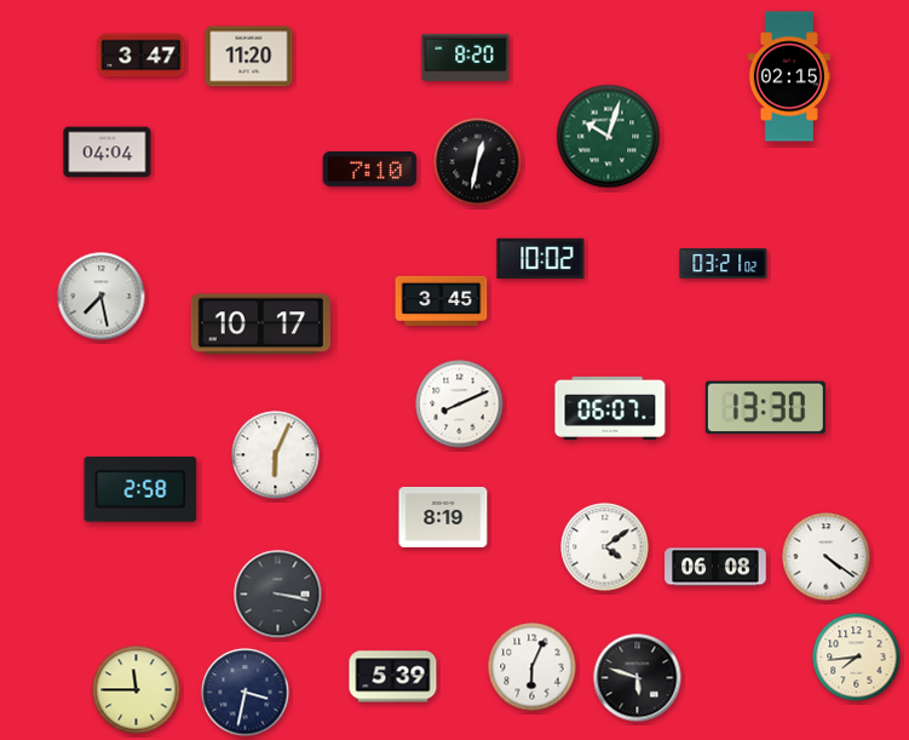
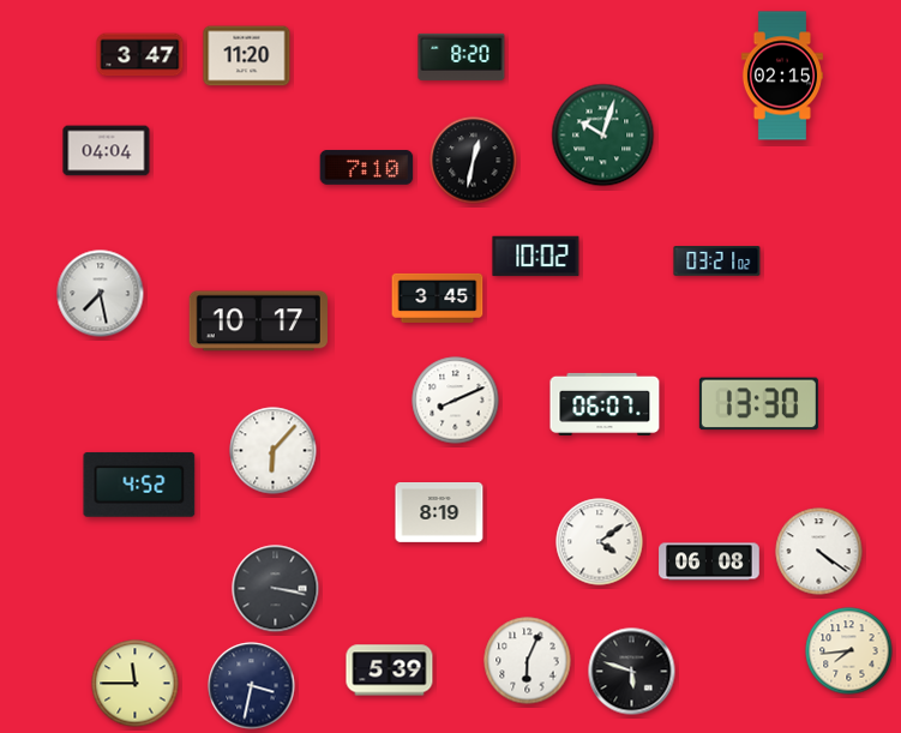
clock at (276, 455): 6:04 -> 6:07
clock at (140, 489): 2:58 -> 4:52
clock at (246, 693) position: (246, 693) -> (252, 686)
